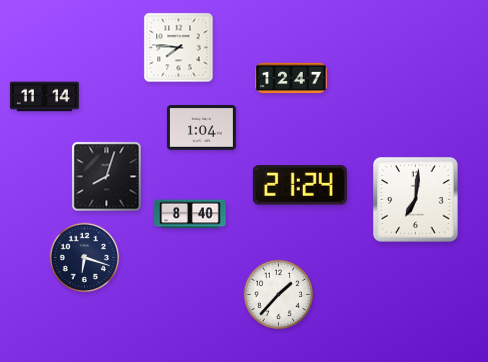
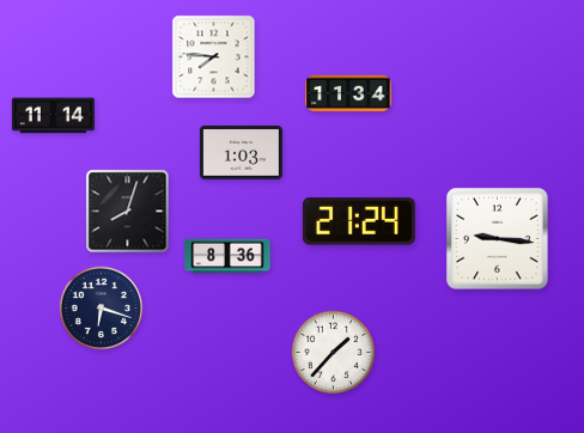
clock at (291, 78): 12:47 -> 11:34
clock at (201, 128): 1:04 -> 1:03
clock at (416, 200): 7:01 -> 9:16
clock at (190, 214): 8:40 -> 8:36
